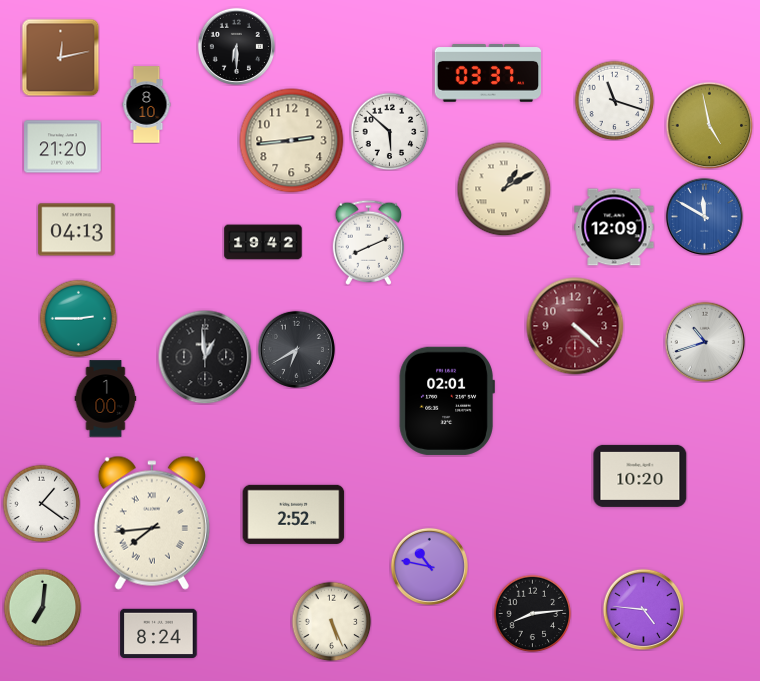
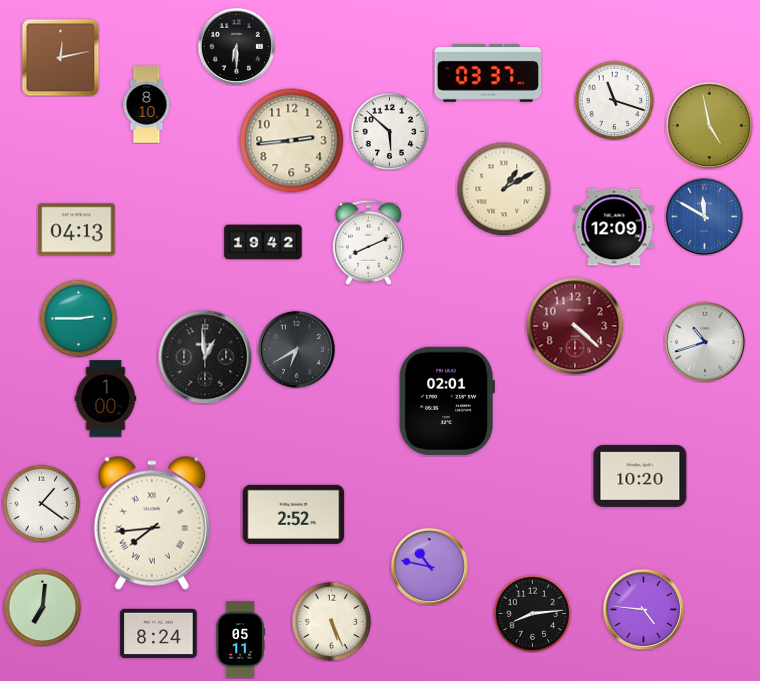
clock at (63, 147): 21:20 -> none
clock at (240, 640): none -> 05:11
